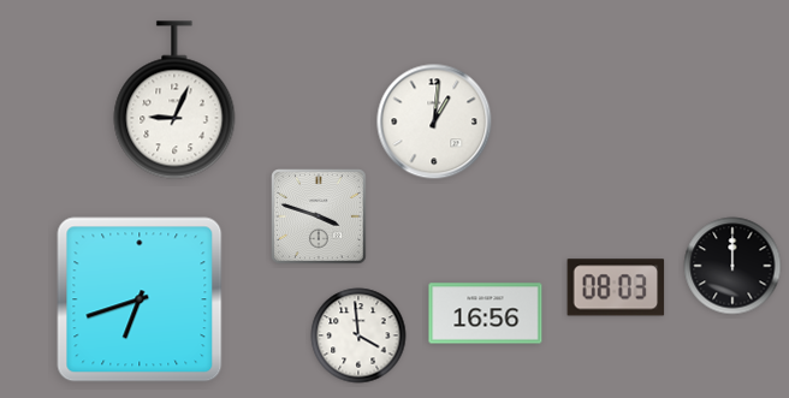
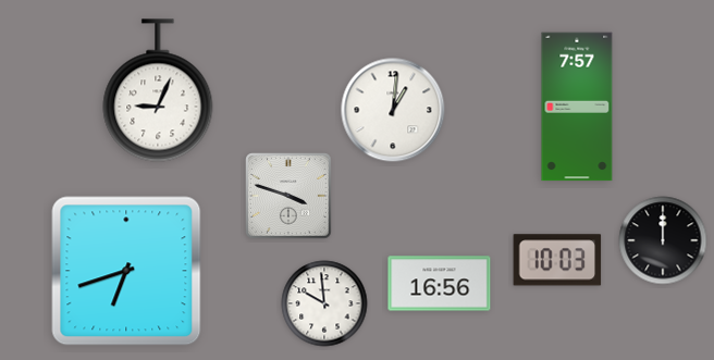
clock at (577, 107): none -> 7:57
clock at (616, 287): 08:03 -> 10:03
clock at (358, 335): 3:59 -> 9:59
